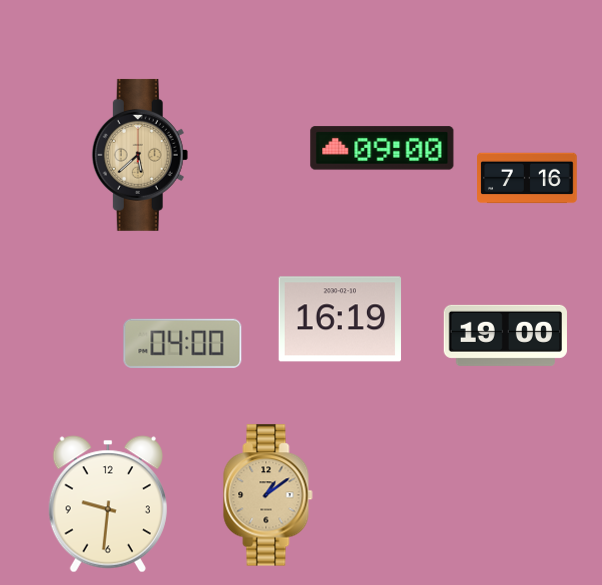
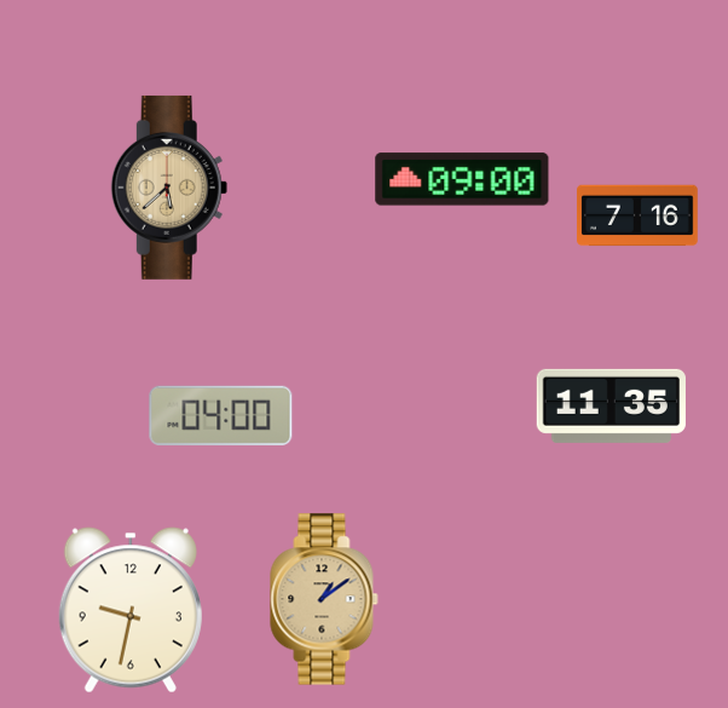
clock at (340, 319): 16:19 -> none
clock at (505, 335): 19:00 -> 11:35
clock at (108, 504): 9:31 -> 9:32
